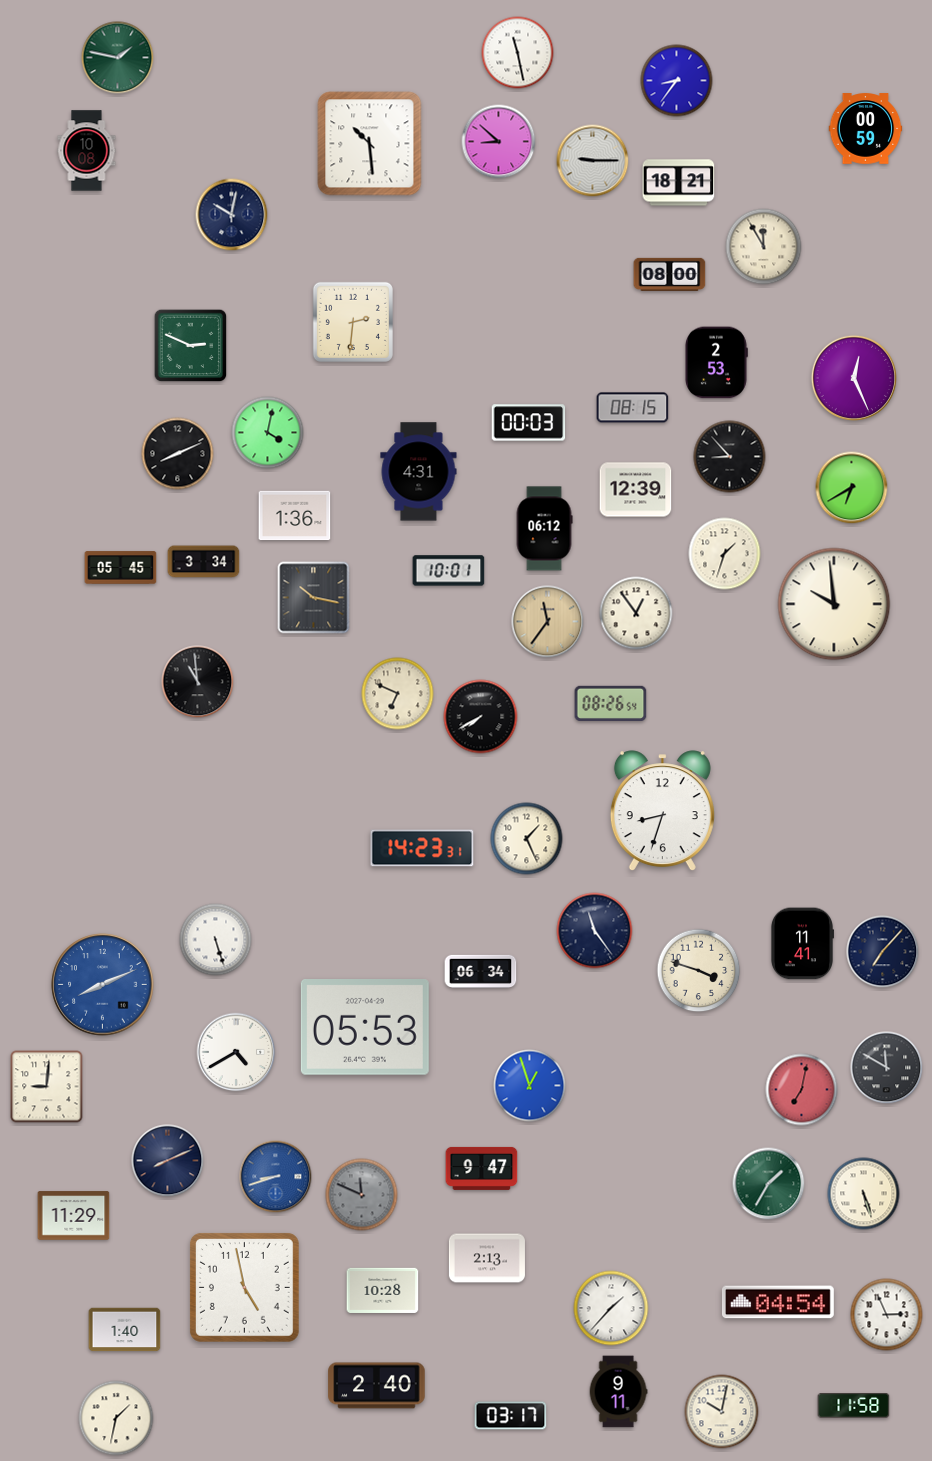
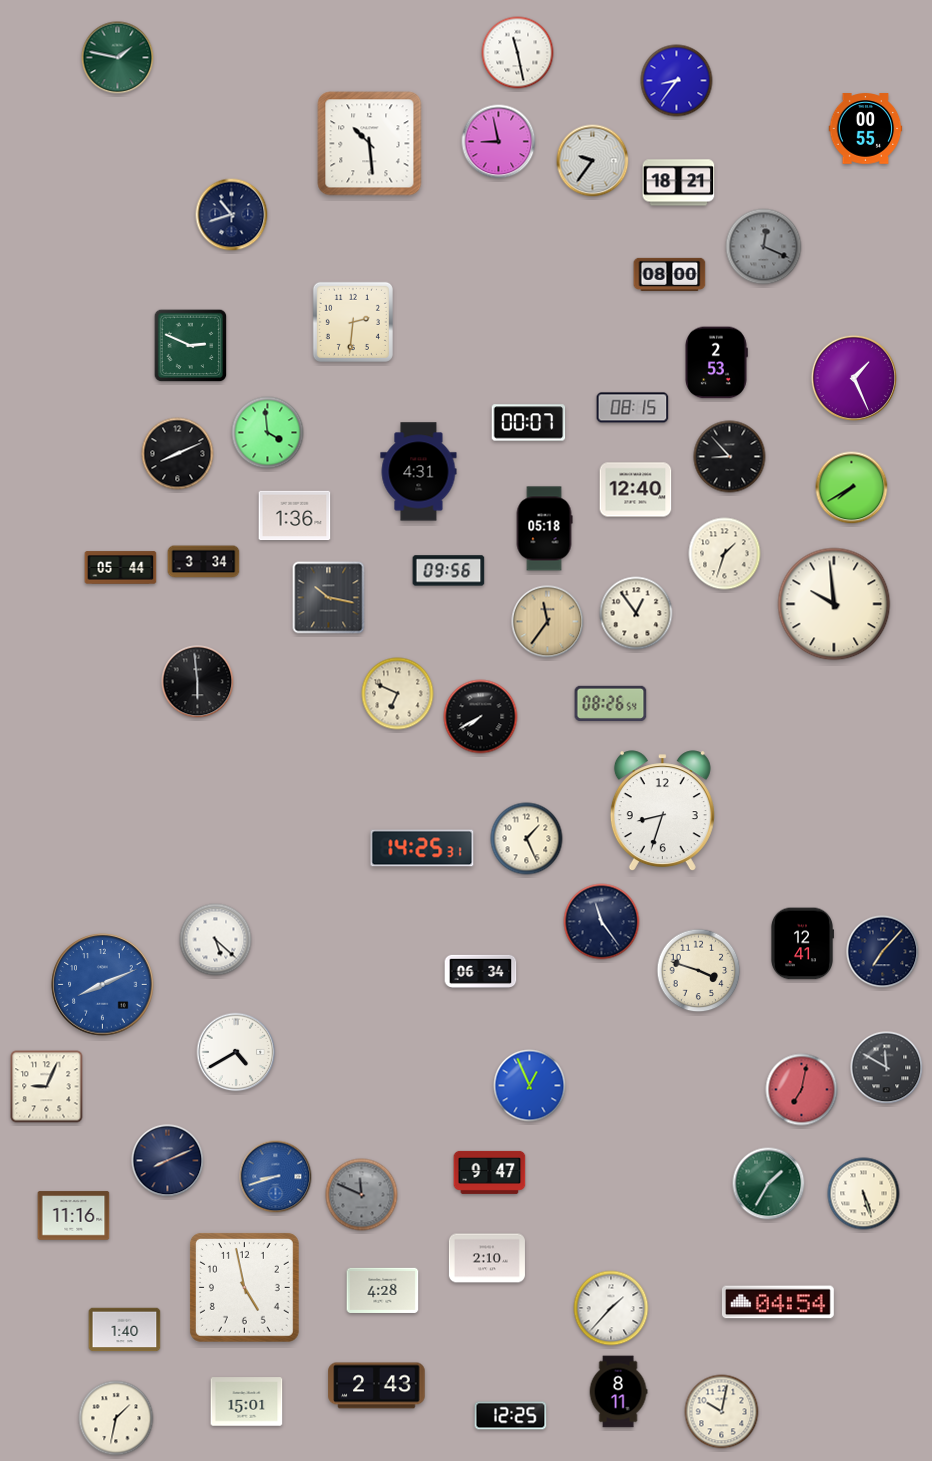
clock at (866, 129): 00:59 -> 00:55
clock at (499, 142): 8:52 -> 8:58
clock at (87, 151): 10:08 -> none
clock at (593, 161): 9:15 -> 9:36
clock at (232, 215): 10:02 -> 10:42
clock at (764, 247): 11:55 -> 12:19
clock at (764, 247) dial: cream -> grey
clock at (853, 377): 12:26 -> 1:26
clock at (529, 423): 00:03 -> 00:07
clock at (268, 433): 4:02 -> 3:59
clock at (852, 488): 6:40 -> 7:40
clock at (636, 490): 12:39 -> 12:40
clock at (544, 529): 06:12 -> 05:18
clock at (121, 568): 05:45 -> 05:44
clock at (449, 571): 10:01 -> 09:56
clock at (314, 598) position: (314, 598) -> (329, 598)
clock at (198, 682): 10:59 -> 5:59
clock at (422, 848): 14:23 -> 14:25
clock at (595, 931) position: (595, 931) -> (602, 922)
clock at (216, 940): 5:27 -> 5:22
clock at (801, 944): 11:41 -> 12:41
clock at (365, 1028): 05:53 -> none
clock at (530, 1086): 12:57 -> 12:56
clock at (47, 1087): 9:01 -> 9:04
clock at (482, 1168) position: (482, 1168) -> (490, 1172)
clock at (74, 1216): 11:29 -> 11:16
clock at (487, 1258): 2:13 -> 2:10
clock at (383, 1290): 10:28 -> 4:28
clock at (887, 1315): 2:56 -> none
clock at (377, 1386): 2:40 -> 2:43
clock at (618, 1392): 9:11 -> 8:11
clock at (247, 1402): none -> 15:01
clock at (854, 1406): 11:58 -> none
clock at (511, 1416): 03:17 -> 12:25
